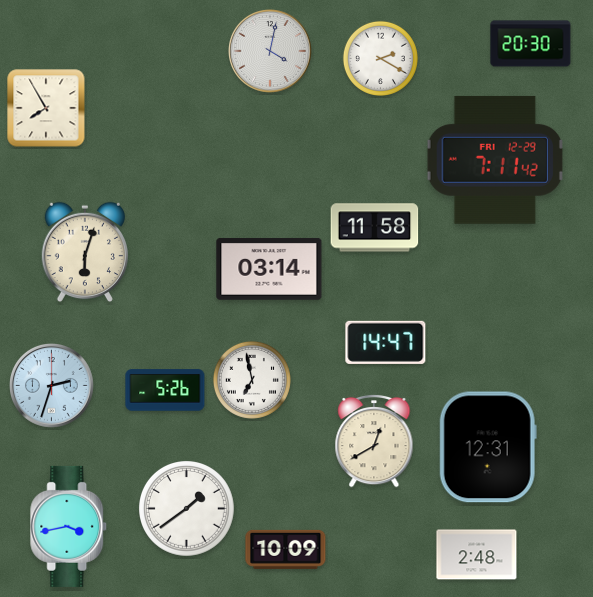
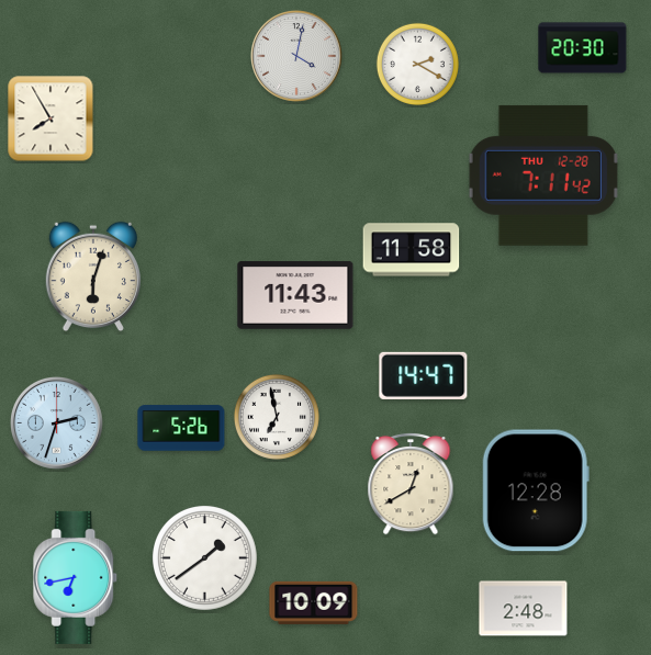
clock at (495, 160) date: FRI 12-29 -> THU 12-28
clock at (269, 270): 03:14 -> 11:43
clock at (488, 447): 12:31 -> 12:28
clock at (69, 526): 3:43 -> 6:43
